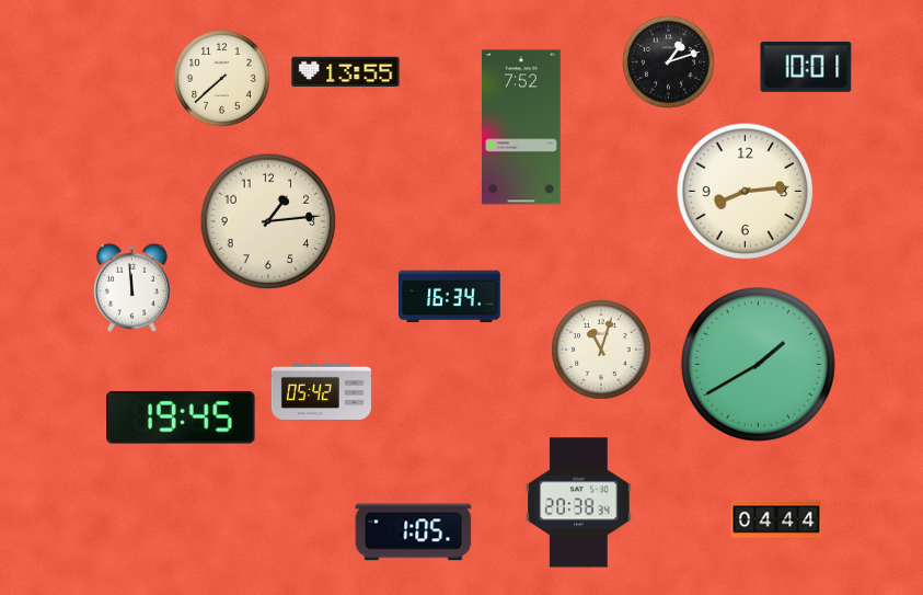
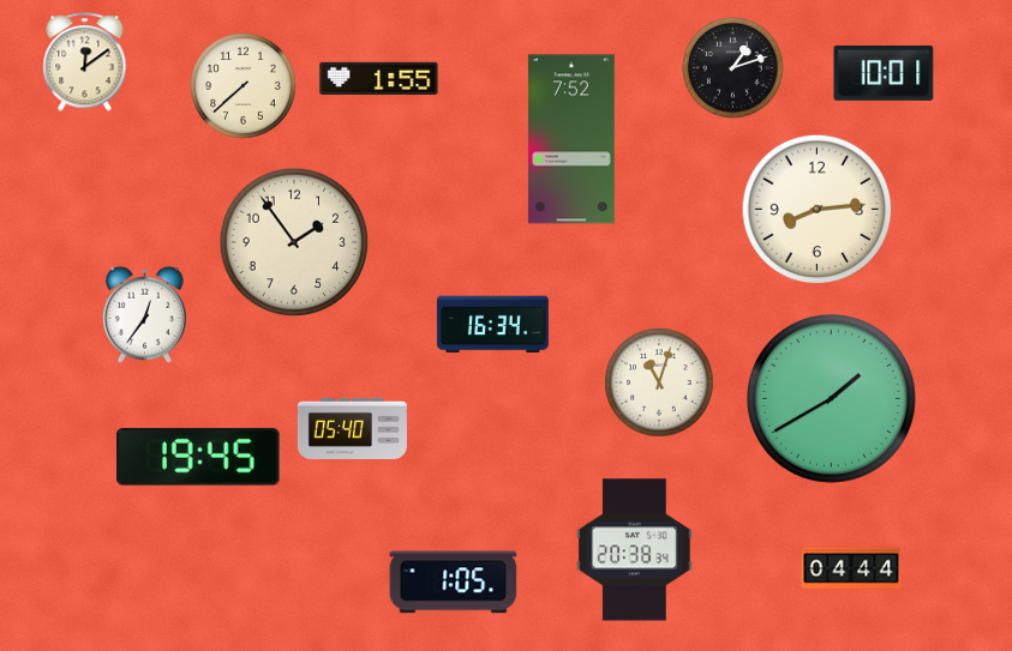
clock at (85, 62): none -> 12:09
clock at (346, 71): 13:55 -> 1:55
clock at (268, 221): 1:14 -> 1:54
clock at (131, 287): 11:59 -> 12:36
clock at (321, 391): 05:42 -> 05:40
